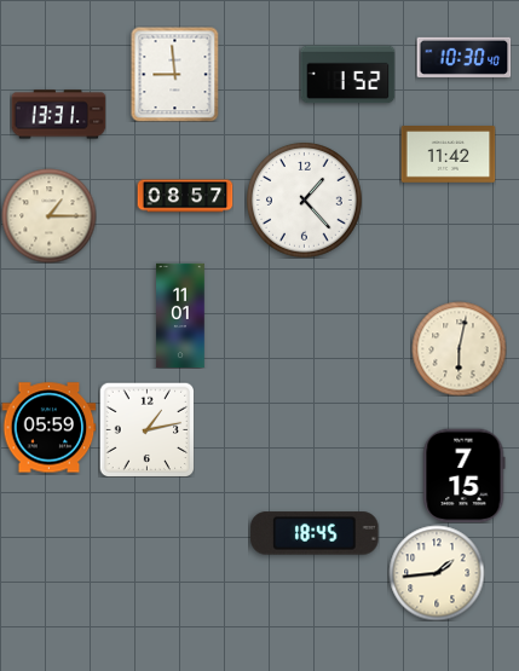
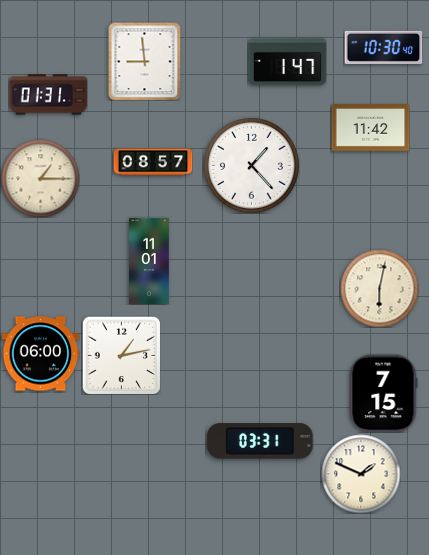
clock at (347, 75): 1:52 -> 1:47
clock at (58, 115): 13:31 -> 01:31
clock at (48, 428): 05:59 -> 06:00
clock at (315, 533): 18:45 -> 03:31
clock at (437, 573): 1:44 -> 1:49
